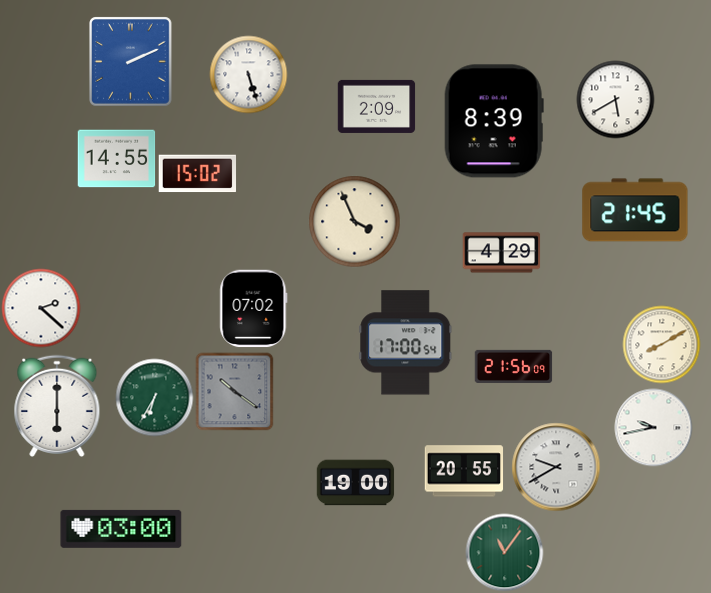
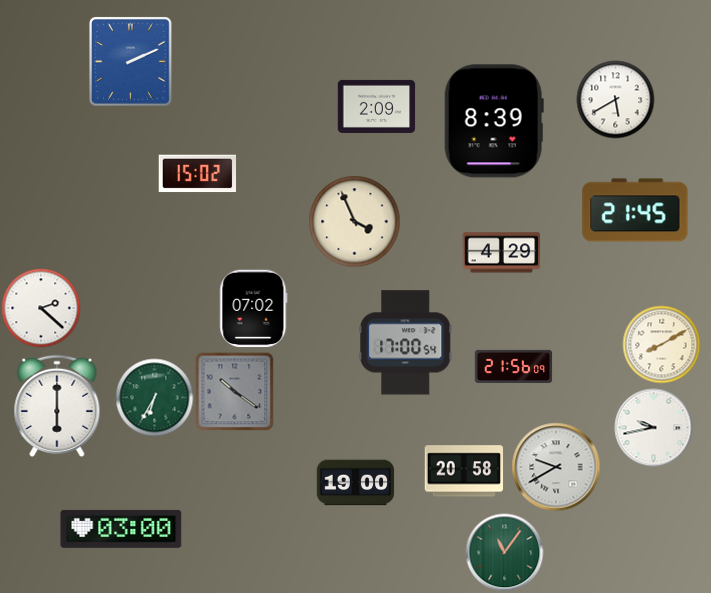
clock at (248, 74): 5:27 -> none
clock at (116, 159): 14:55 -> none
clock at (464, 471): 20:55 -> 20:58
